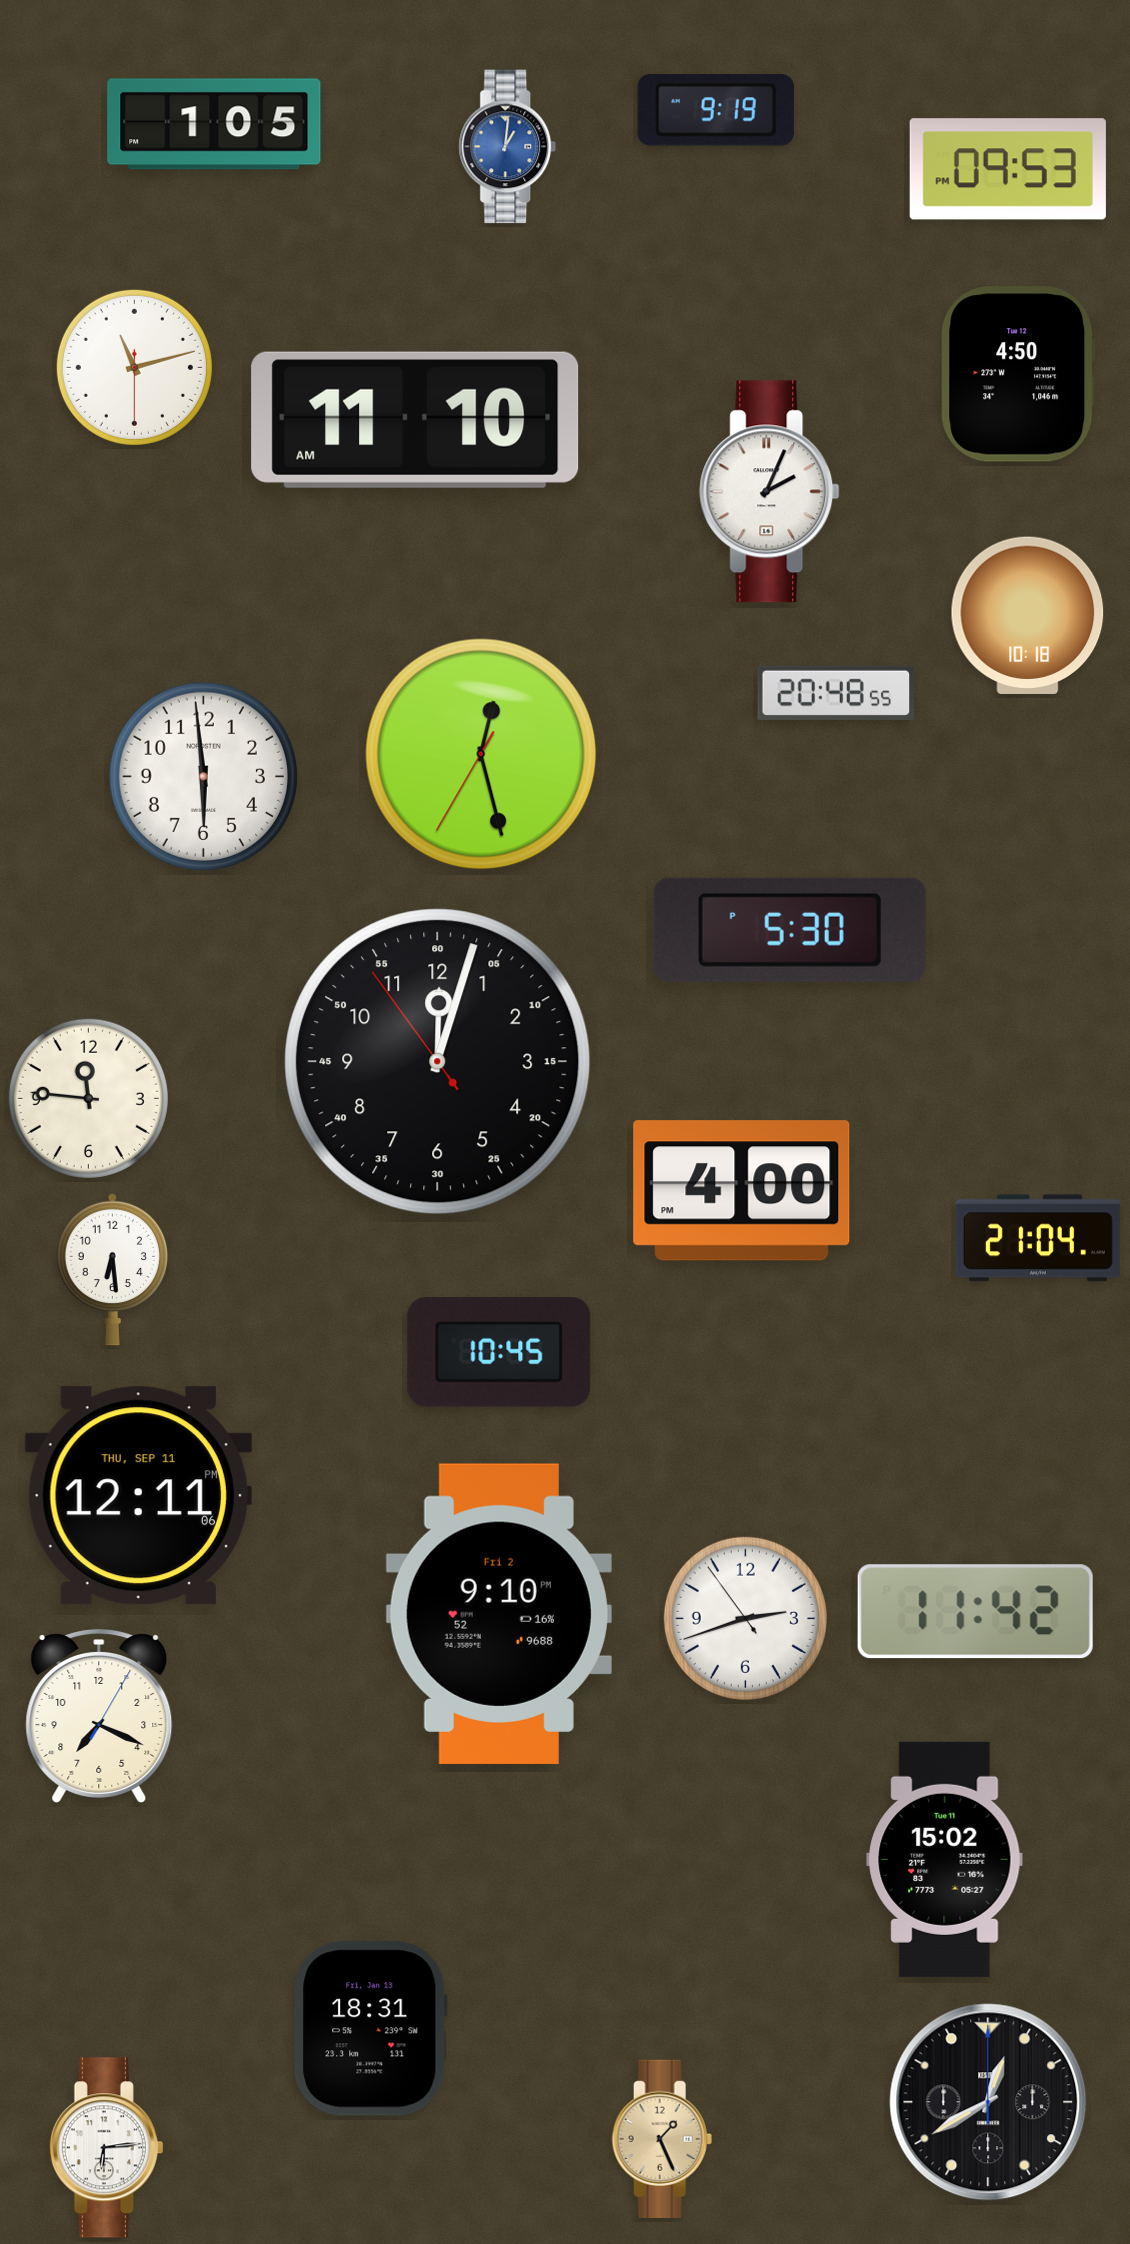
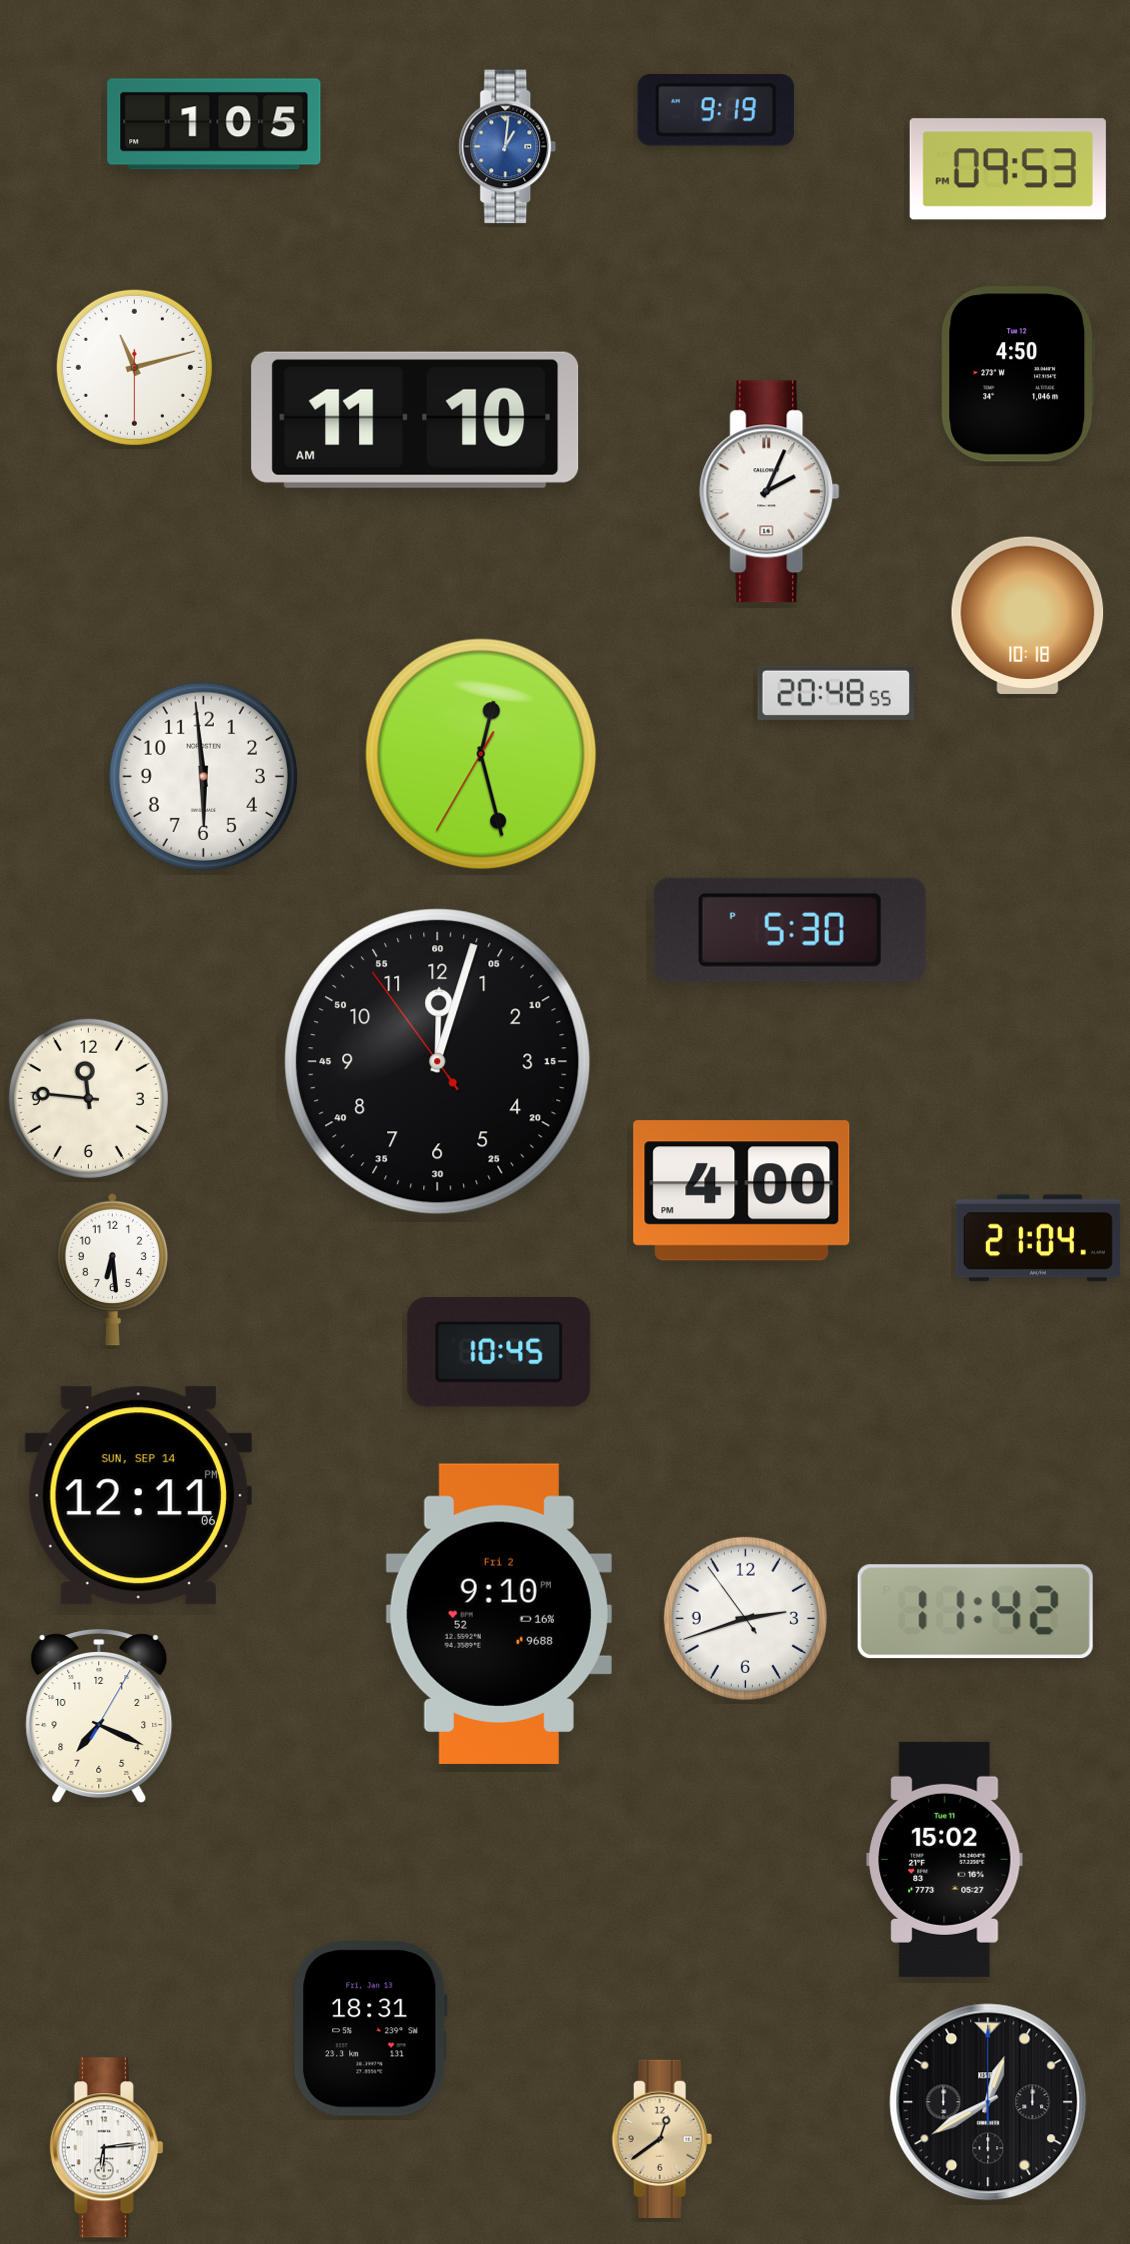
clock at (138, 1496) date: THU, SEP 11 -> SUN, SEP 14
clock at (662, 2138): 1:26 -> 12:39
